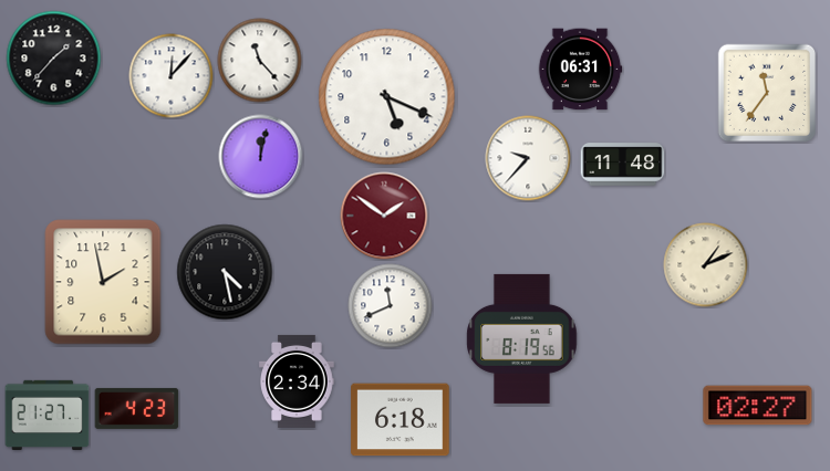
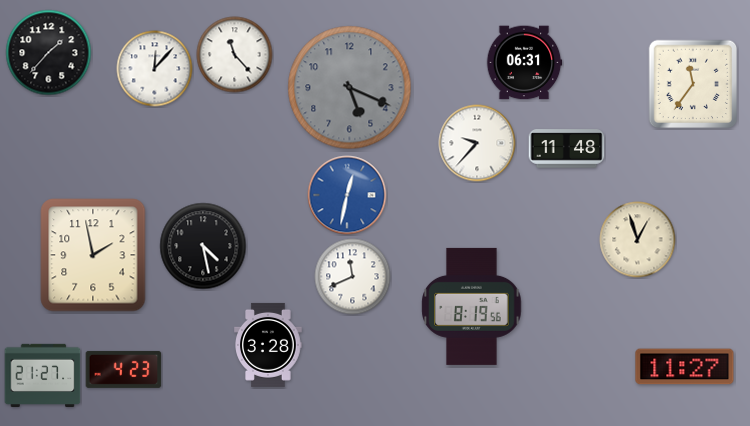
clock at (387, 97) dial: white -> grey
clock at (261, 157): 12:02 -> none
clock at (623, 165) position: (623, 165) -> (567, 149)
clock at (384, 216): 1:51 -> 12:32
clock at (384, 216) dial: burgundy -> blue
clock at (706, 265): 1:11 -> 12:57
clock at (297, 381): 2:34 -> 3:28
clock at (758, 406): 02:27 -> 11:27
clock at (401, 420): 6:18 -> none
